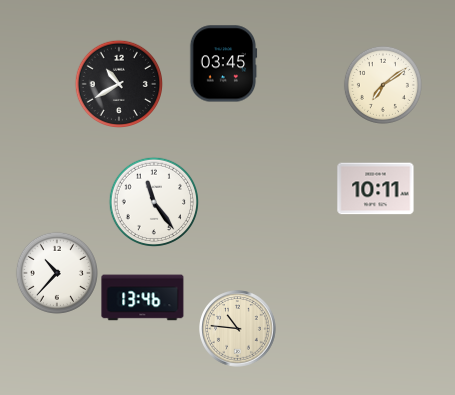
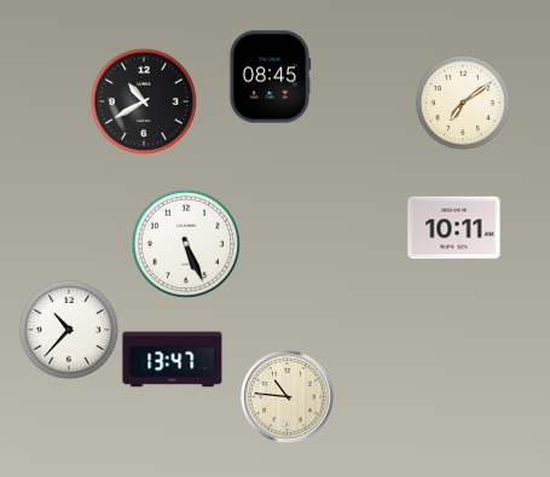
clock at (223, 64): 03:45 -> 08:45
clock at (154, 202): 11:24 -> 5:26
clock at (143, 298): 13:46 -> 13:47
